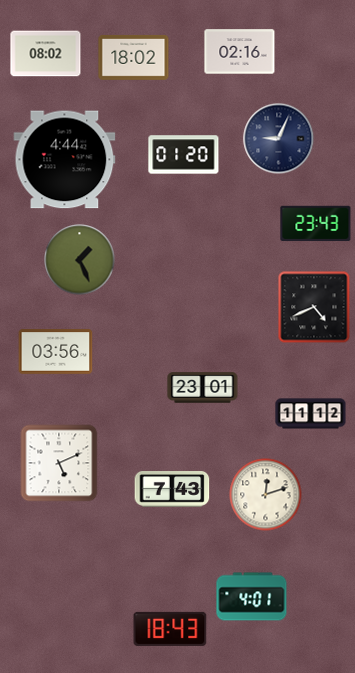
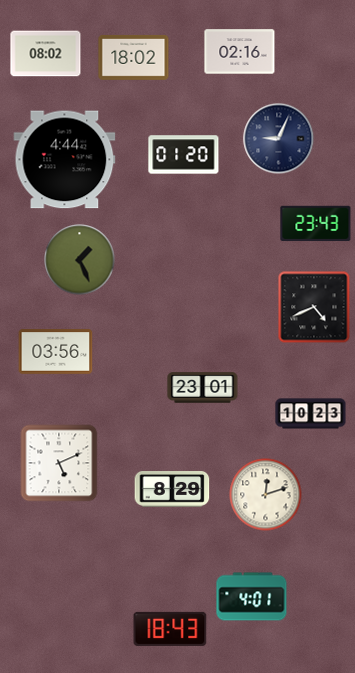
clock at (311, 414): 11:12 -> 10:23
clock at (172, 490): 7:43 -> 8:29
